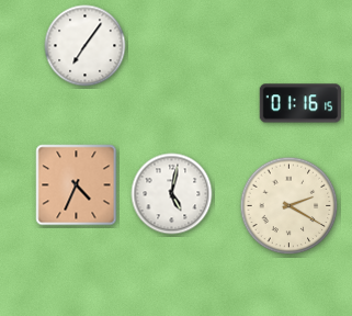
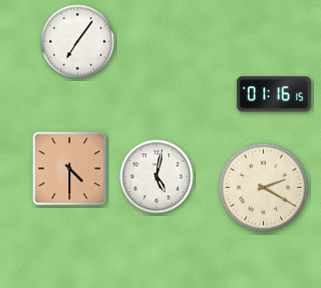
clock at (77, 185): 4:34 -> 4:30
